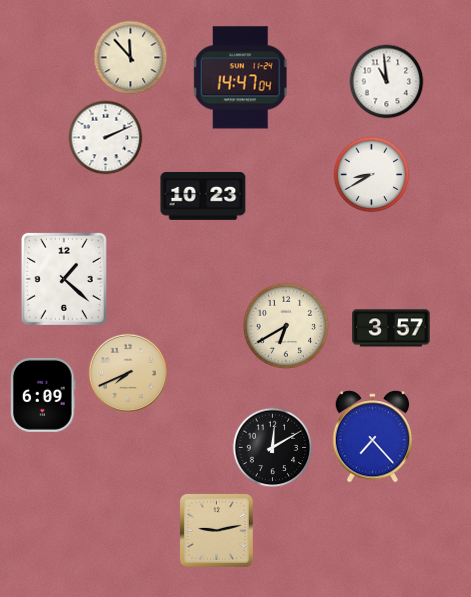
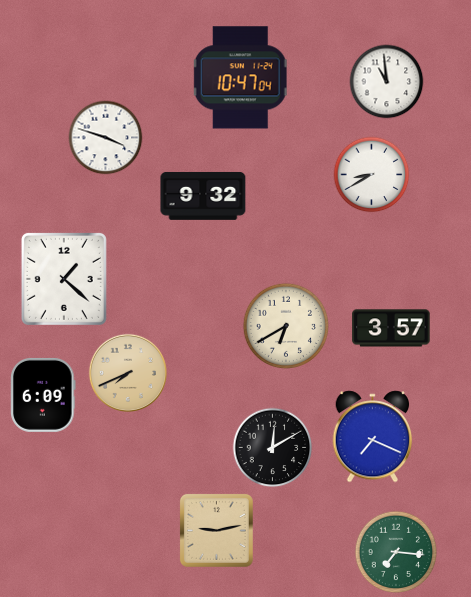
clock at (131, 58): 11:53 -> none
clock at (240, 78): 14:47 -> 10:47
clock at (106, 138): 2:11 -> 3:48
clock at (203, 196): 10:23 -> 9:32
clock at (373, 437): 7:23 -> 7:19
clock at (396, 552): none -> 7:16
